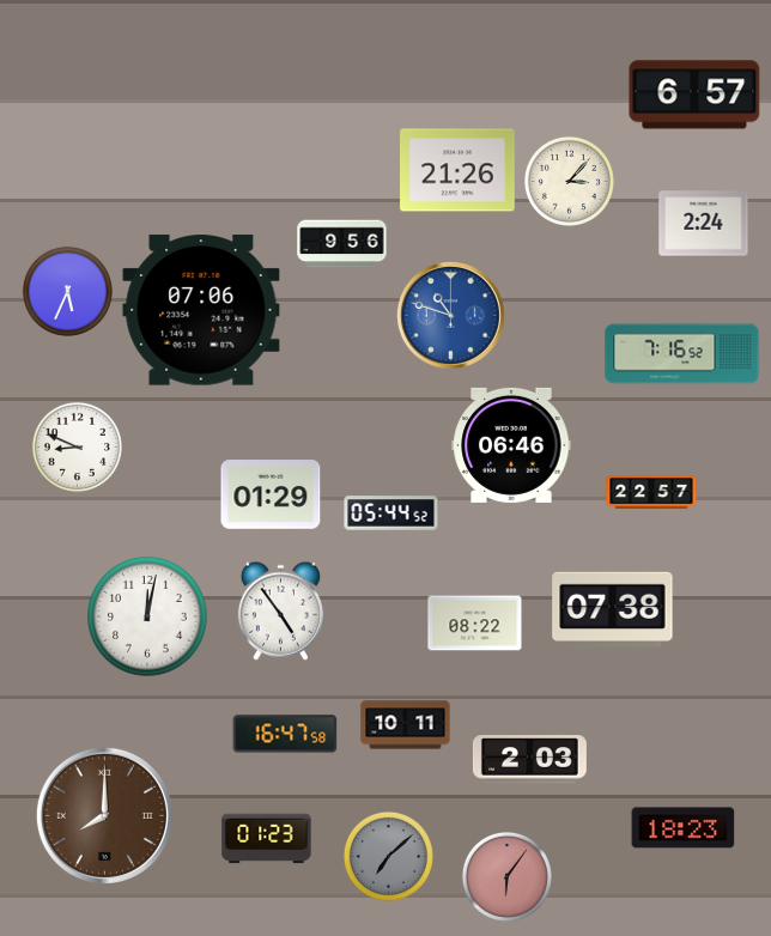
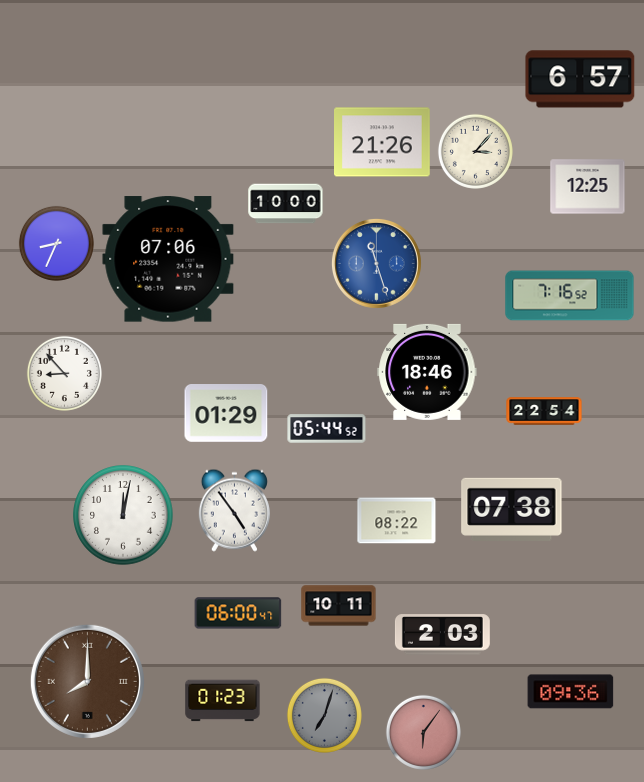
clock at (704, 224): 2:24 -> 12:25
clock at (342, 244): 9:56 -> 10:00
clock at (67, 291): 5:34 -> 8:34
clock at (450, 315): 10:48 -> 11:27
clock at (511, 445): 06:46 -> 18:46
clock at (77, 446): 8:49 -> 8:53
clock at (651, 492): 22:57 -> 22:54
clock at (285, 734): 16:47 -> 06:00
clock at (684, 828): 18:23 -> 09:36
clock at (388, 856): 7:08 -> 7:03
